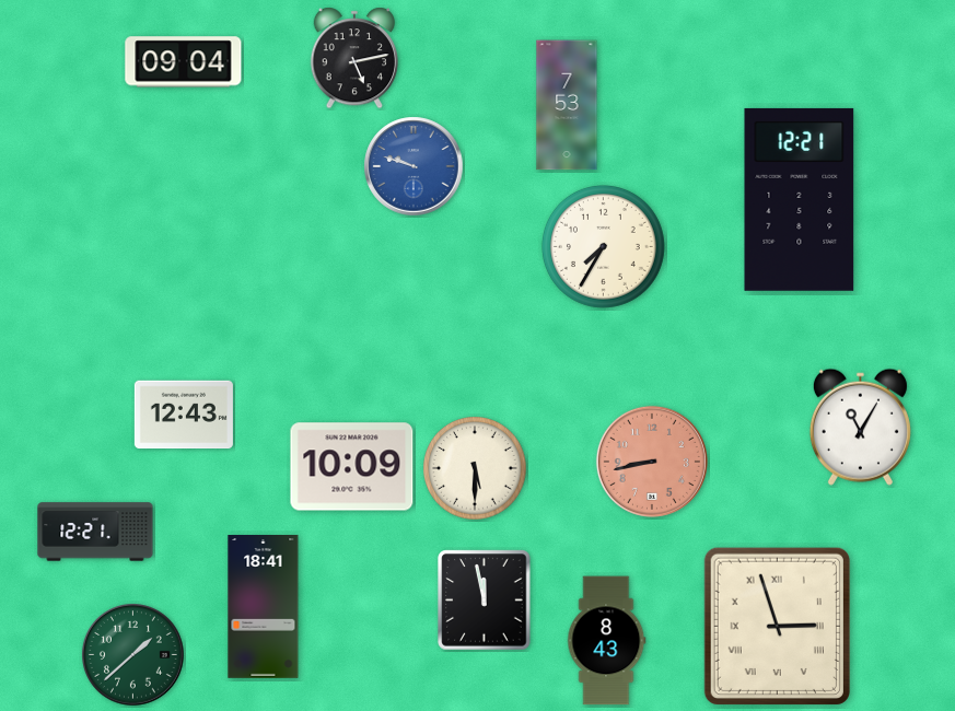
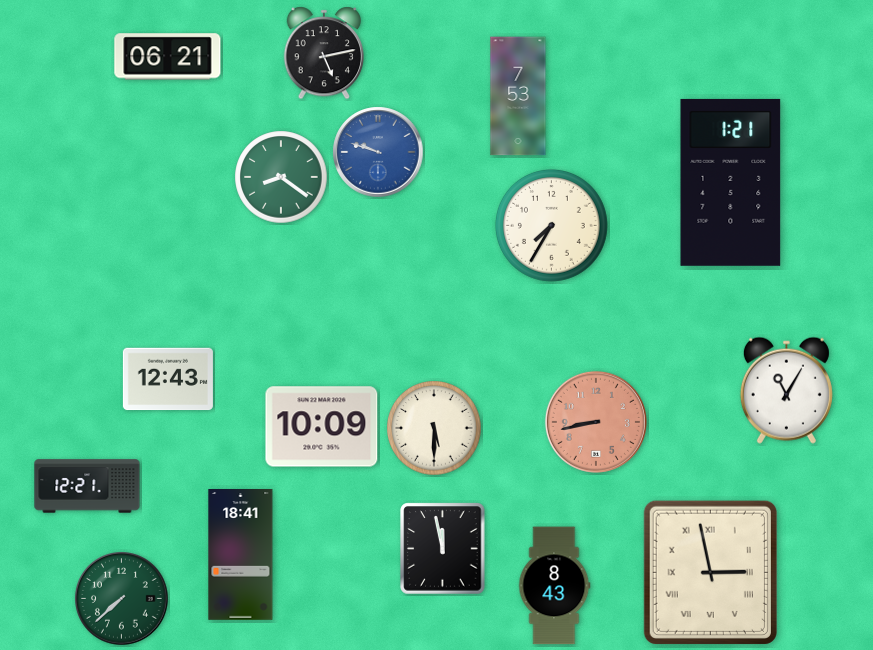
clock at (184, 62): 09:04 -> 06:21
clock at (281, 177): none -> 8:21
clock at (800, 199): 12:21 -> 1:21
clock at (777, 626): 2:57 -> 2:58
clock at (133, 655): 1:38 -> 7:38
